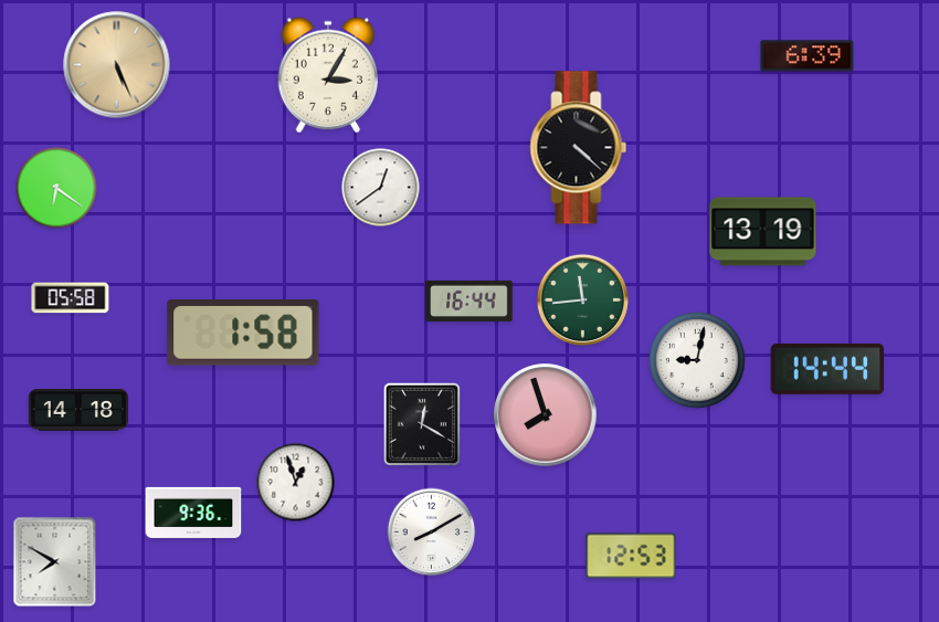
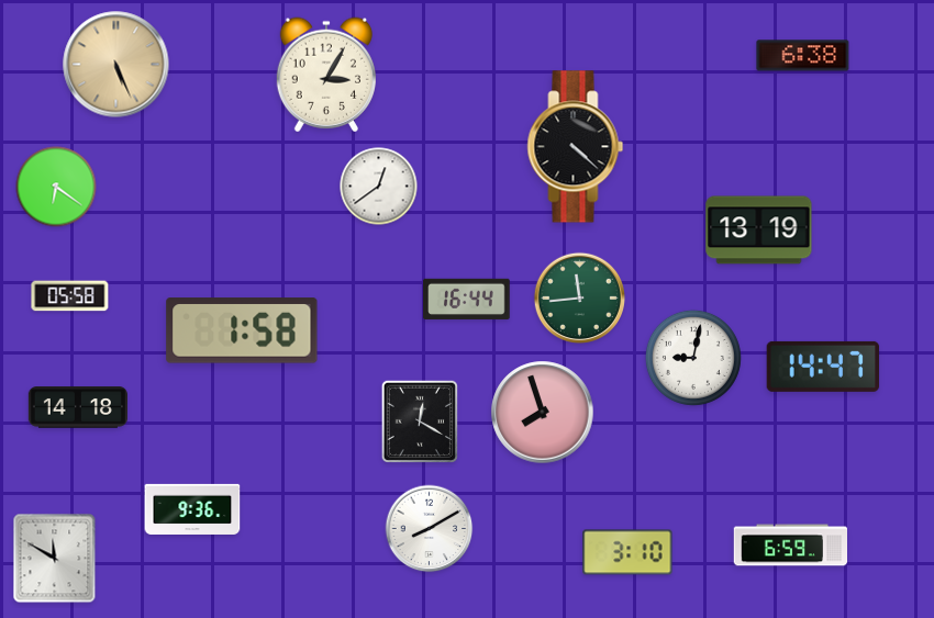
clock at (808, 56): 6:39 -> 6:38
clock at (827, 369): 14:44 -> 14:47
clock at (296, 483): 12:57 -> none
clock at (791, 546): none -> 6:59
clock at (631, 556): 12:53 -> 3:10
clock at (55, 562): 7:50 -> 11:50
